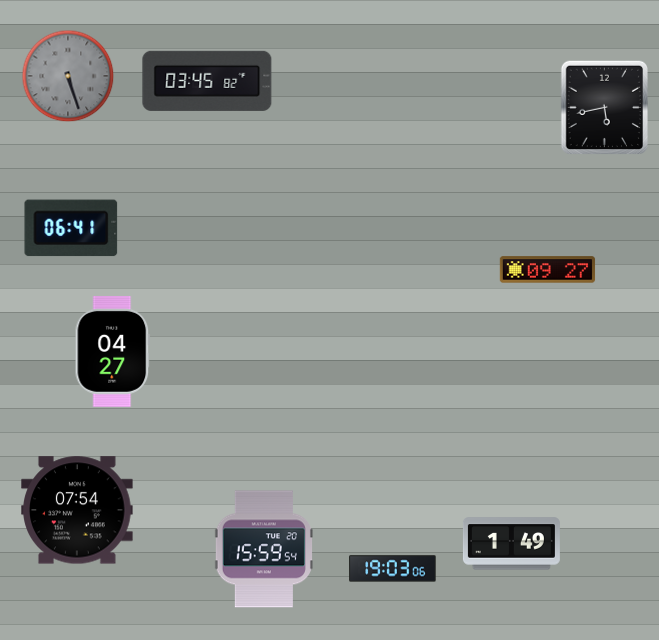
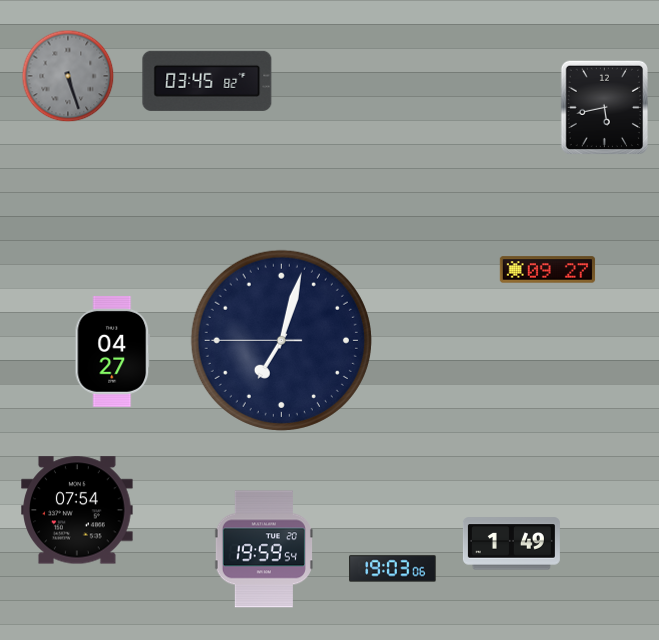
clock at (71, 228): 06:41 -> none
clock at (281, 340): none -> 7:02
clock at (264, 549): 15:59 -> 19:59
